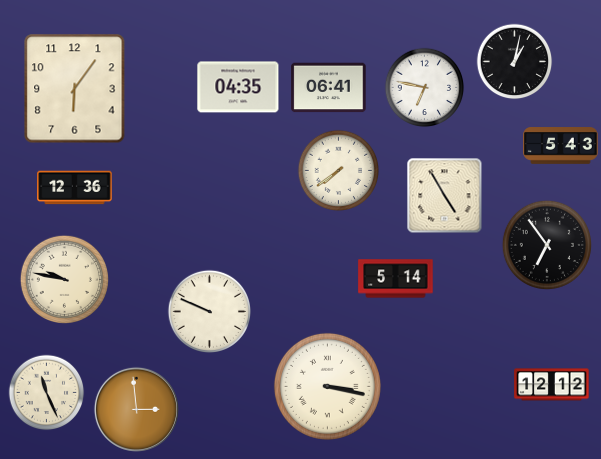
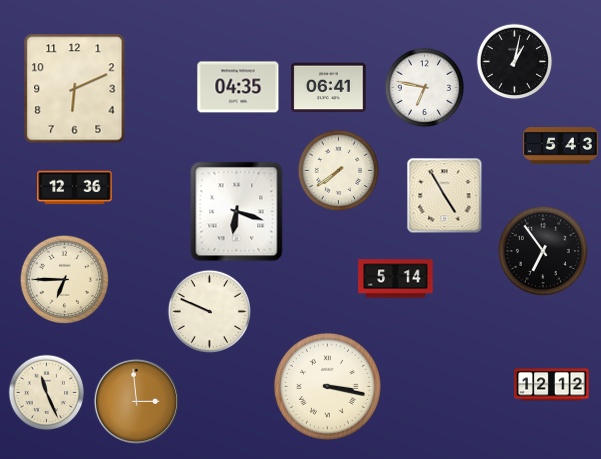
clock at (75, 89): 6:06 -> 6:11
clock at (237, 212): none -> 6:18
clock at (547, 245) position: (547, 245) -> (543, 251)
clock at (64, 279): 9:47 -> 6:45
clock at (136, 409) position: (136, 409) -> (136, 401)
